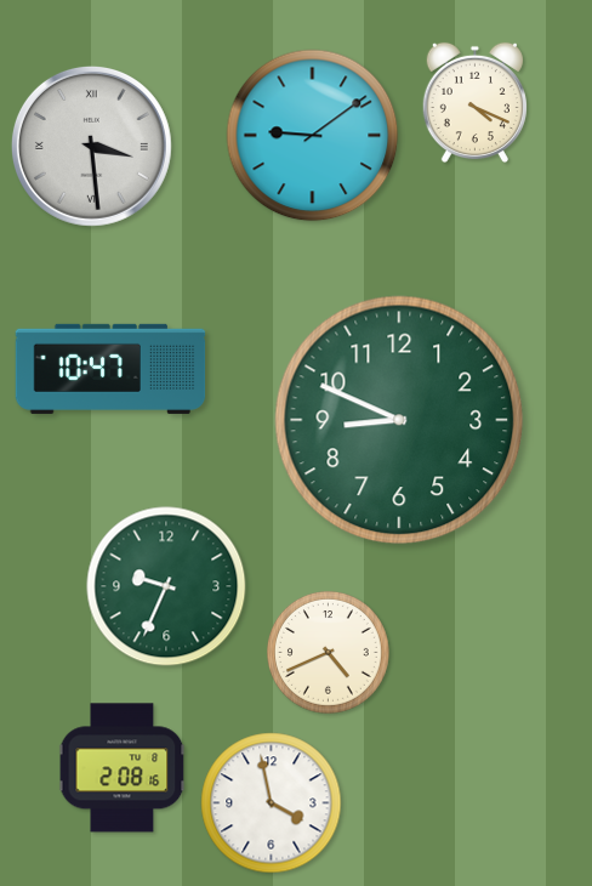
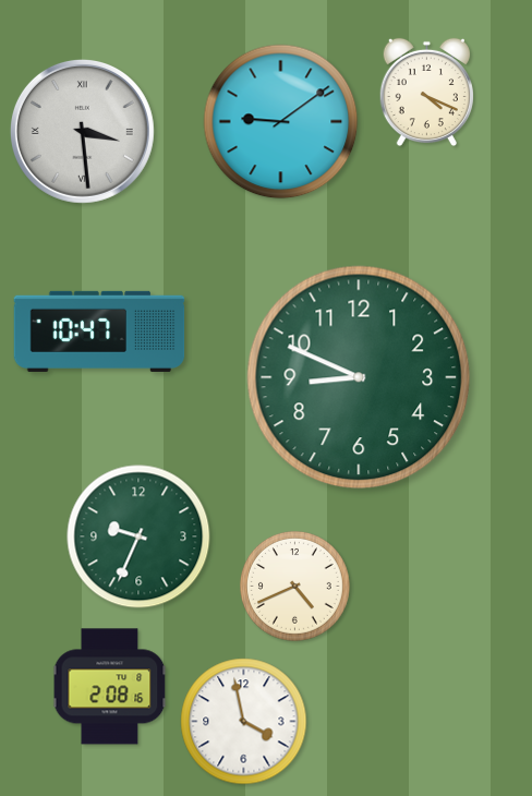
clock at (166, 586) position: (166, 586) -> (138, 536)
clock at (123, 768) position: (123, 768) -> (110, 687)
